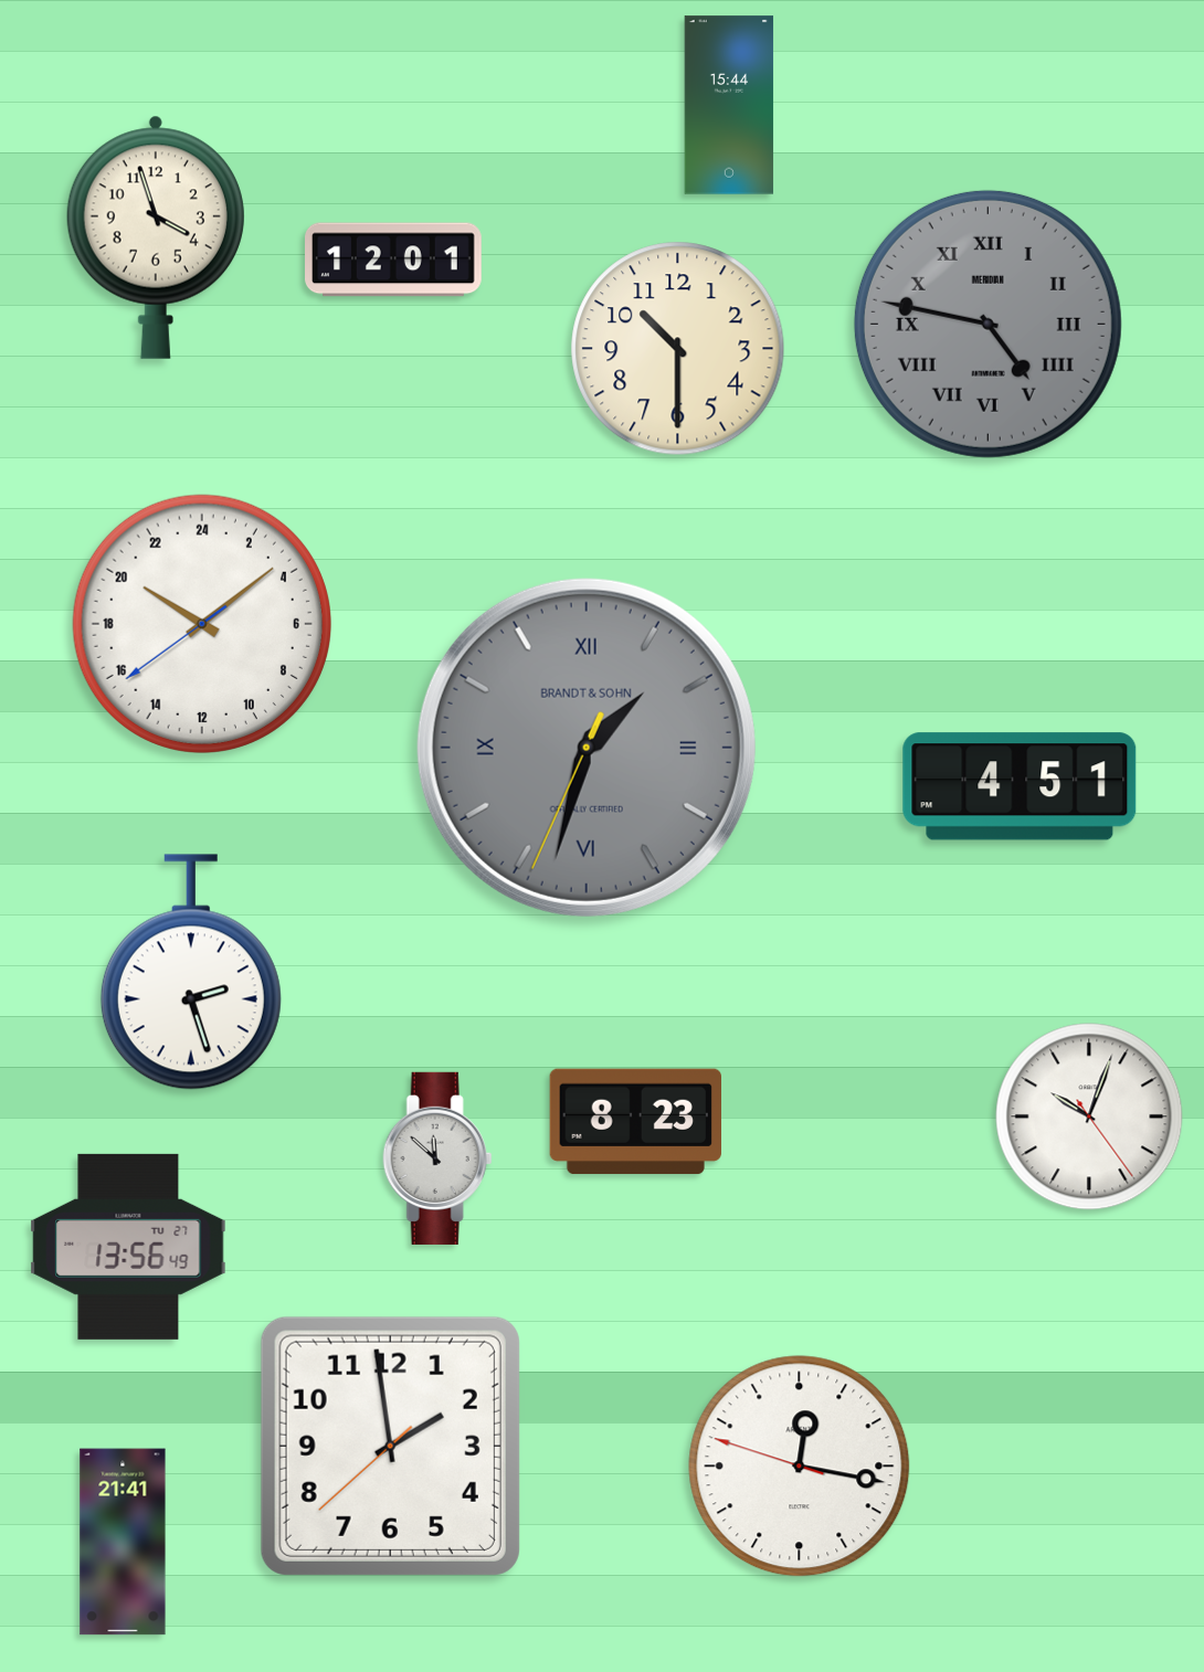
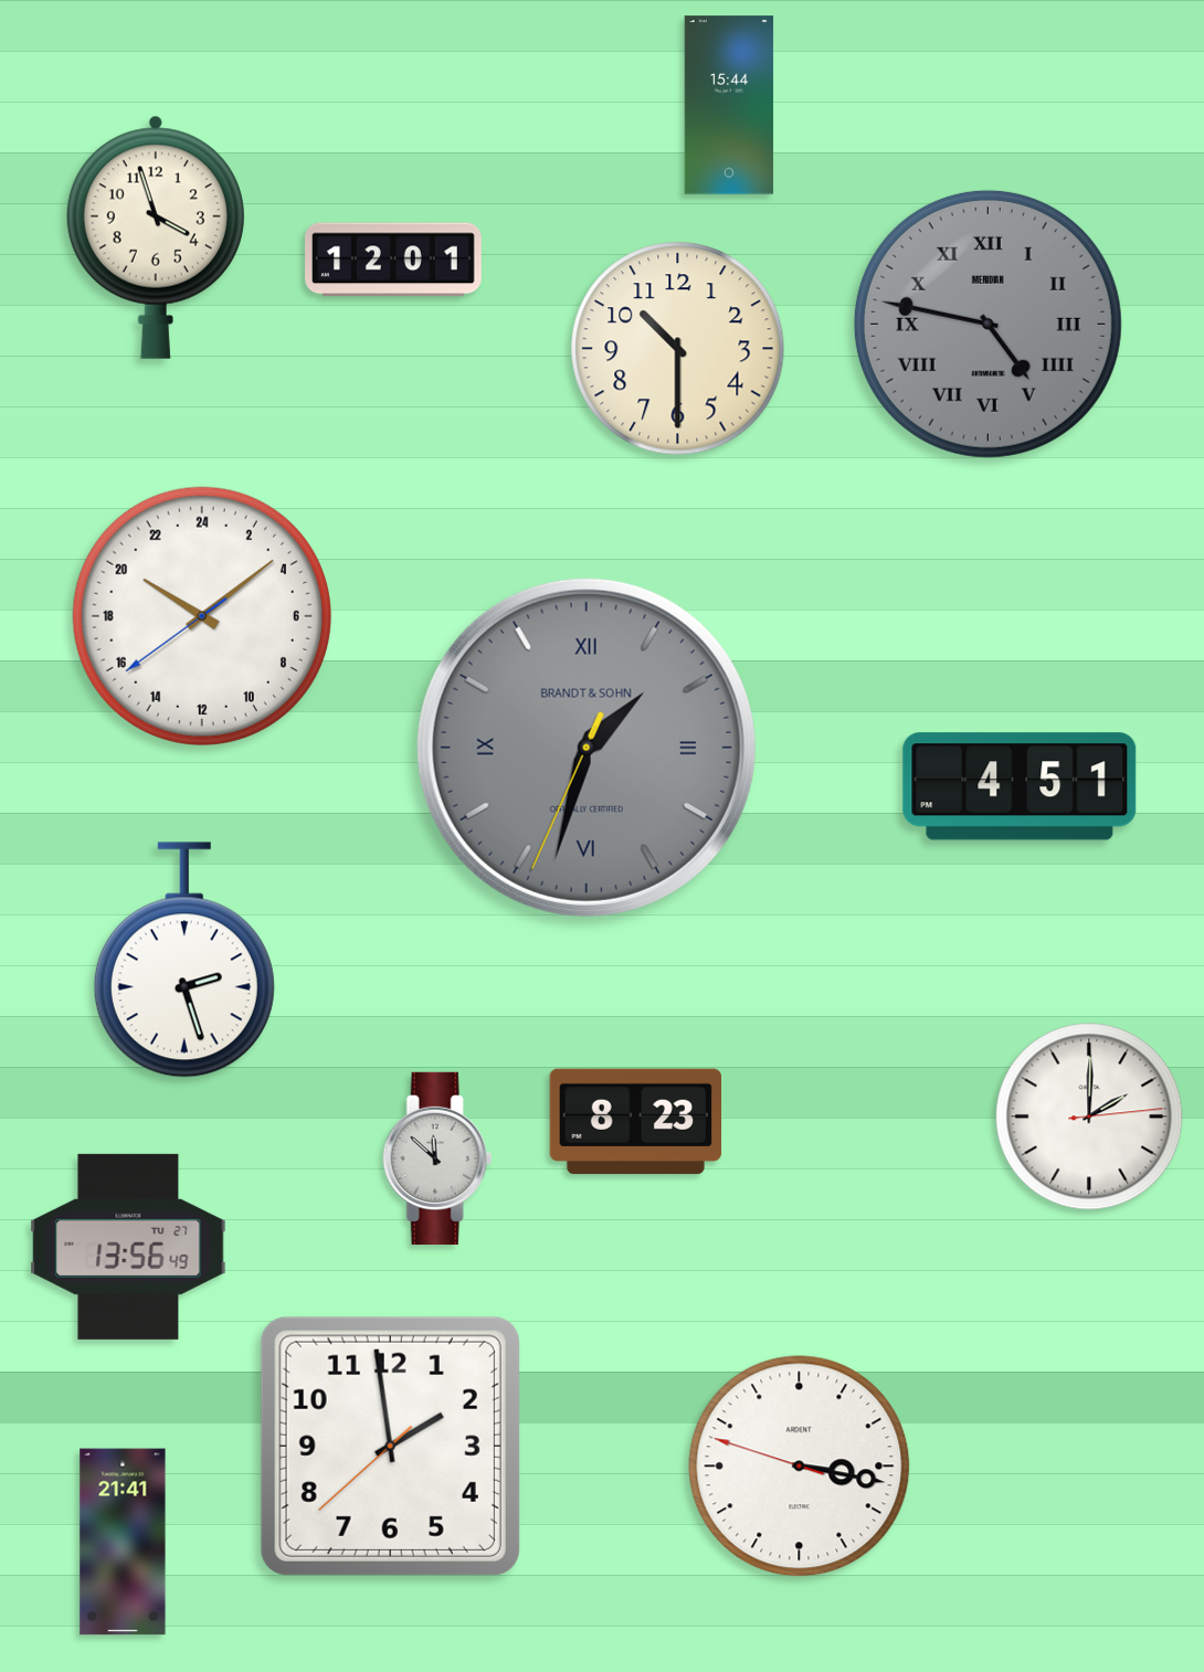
clock at (202, 624) position: (202, 624) -> (202, 616)
clock at (191, 972) position: (191, 972) -> (184, 960)
clock at (1089, 1117): 10:03 -> 2:00
clock at (800, 1467): 12:16 -> 3:16
